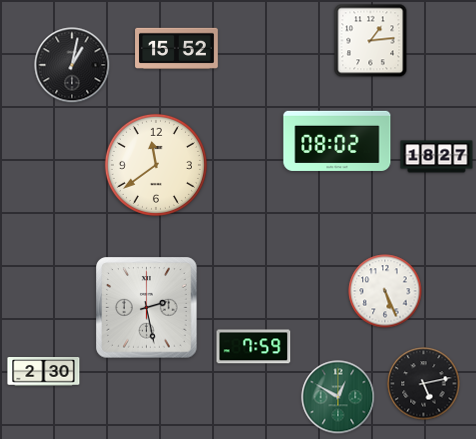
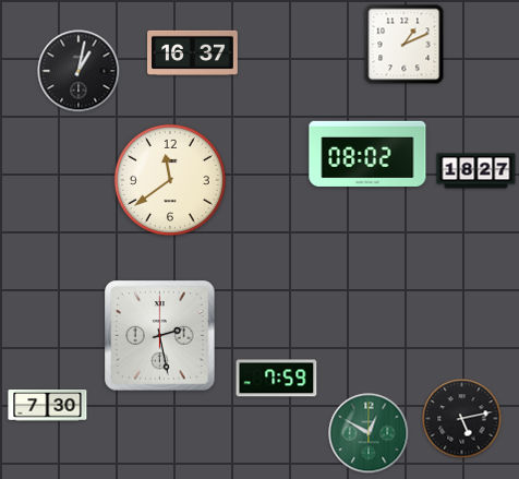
clock at (371, 41): 1:14 -> 1:11
clock at (177, 48): 15:52 -> 16:37
clock at (385, 291): 5:26 -> none
clock at (44, 372): 2:30 -> 7:30
